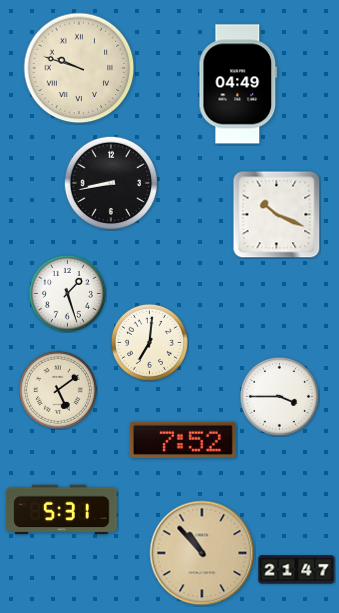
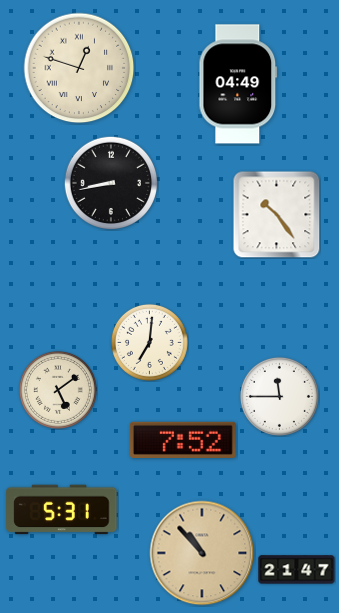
clock at (79, 68): 9:48 -> 12:48
clock at (277, 215): 10:19 -> 10:24
clock at (67, 293): 1:27 -> none
clock at (279, 396): 3:45 -> 11:45
